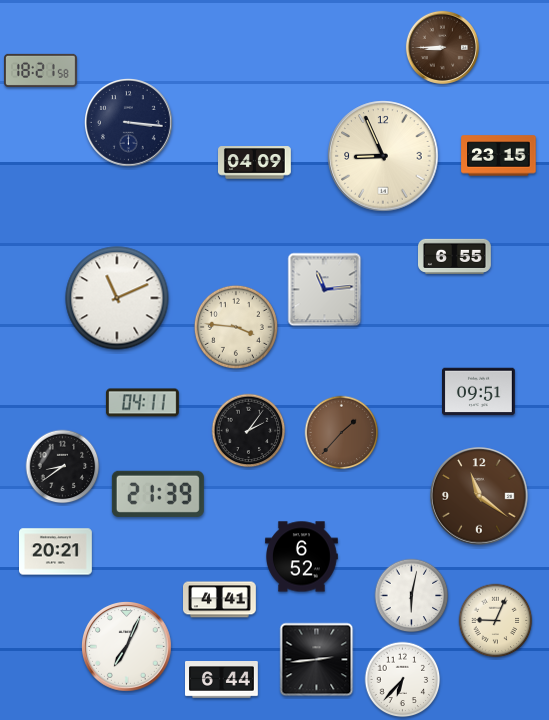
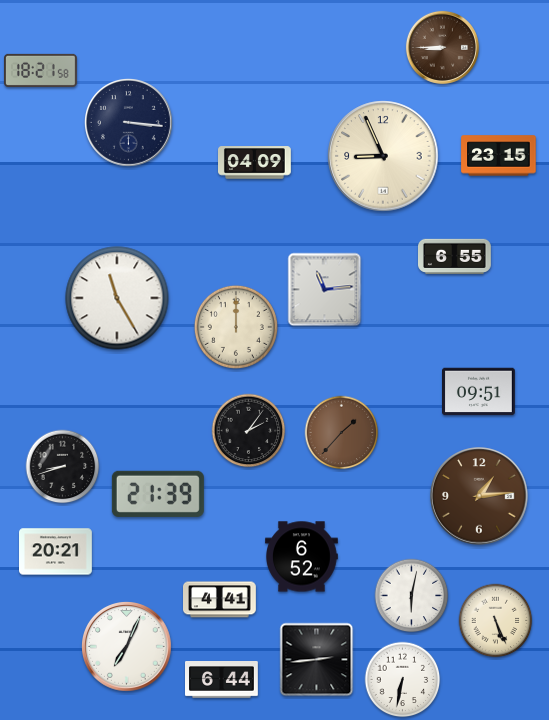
clock at (117, 298): 11:11 -> 11:25
clock at (236, 327): 3:46 -> 12:00
clock at (142, 403): 04:11 -> none
clock at (63, 467): 8:39 -> 8:42
clock at (479, 496): 11:21 -> 1:14
clock at (496, 621): 9:04 -> 5:26
clock at (403, 680): 6:37 -> 6:32
